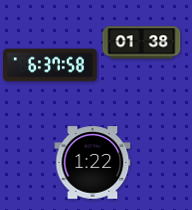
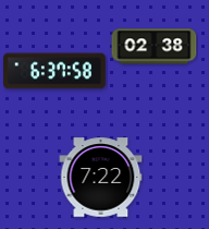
clock at (142, 43): 01:38 -> 02:38
clock at (93, 163): 1:22 -> 7:22
